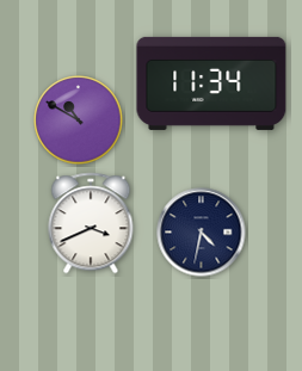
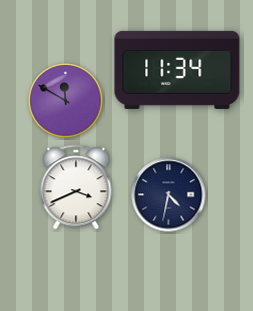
clock at (79, 120): 10:50 -> 11:50
